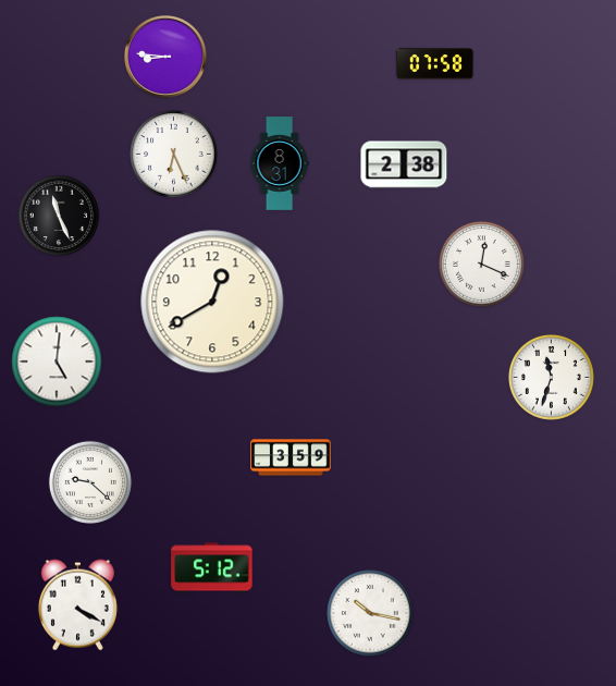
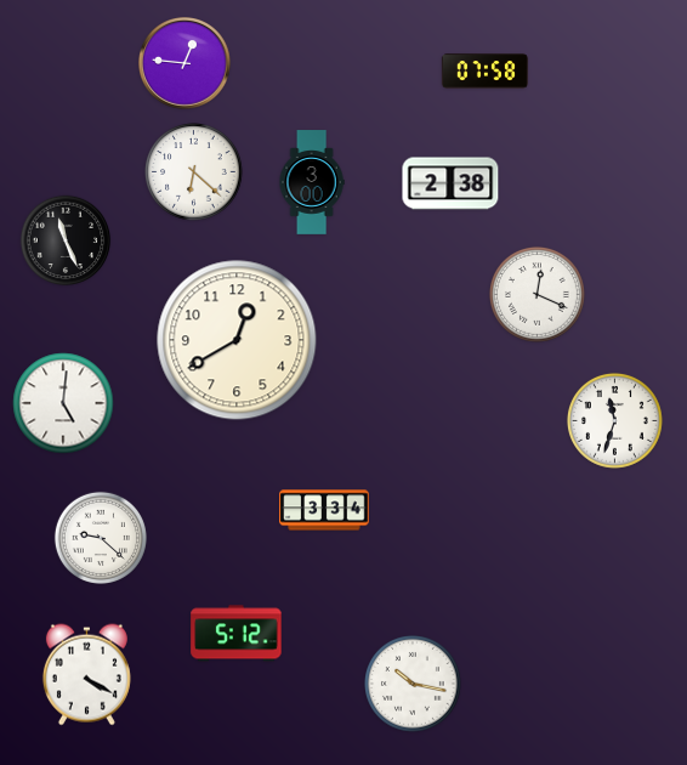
clock at (167, 58): 8:46 -> 12:46
clock at (174, 155): 6:26 -> 6:22
clock at (280, 163): 8:31 -> 3:00
clock at (212, 302) position: (212, 302) -> (237, 340)
clock at (291, 457): 3:59 -> 3:34
